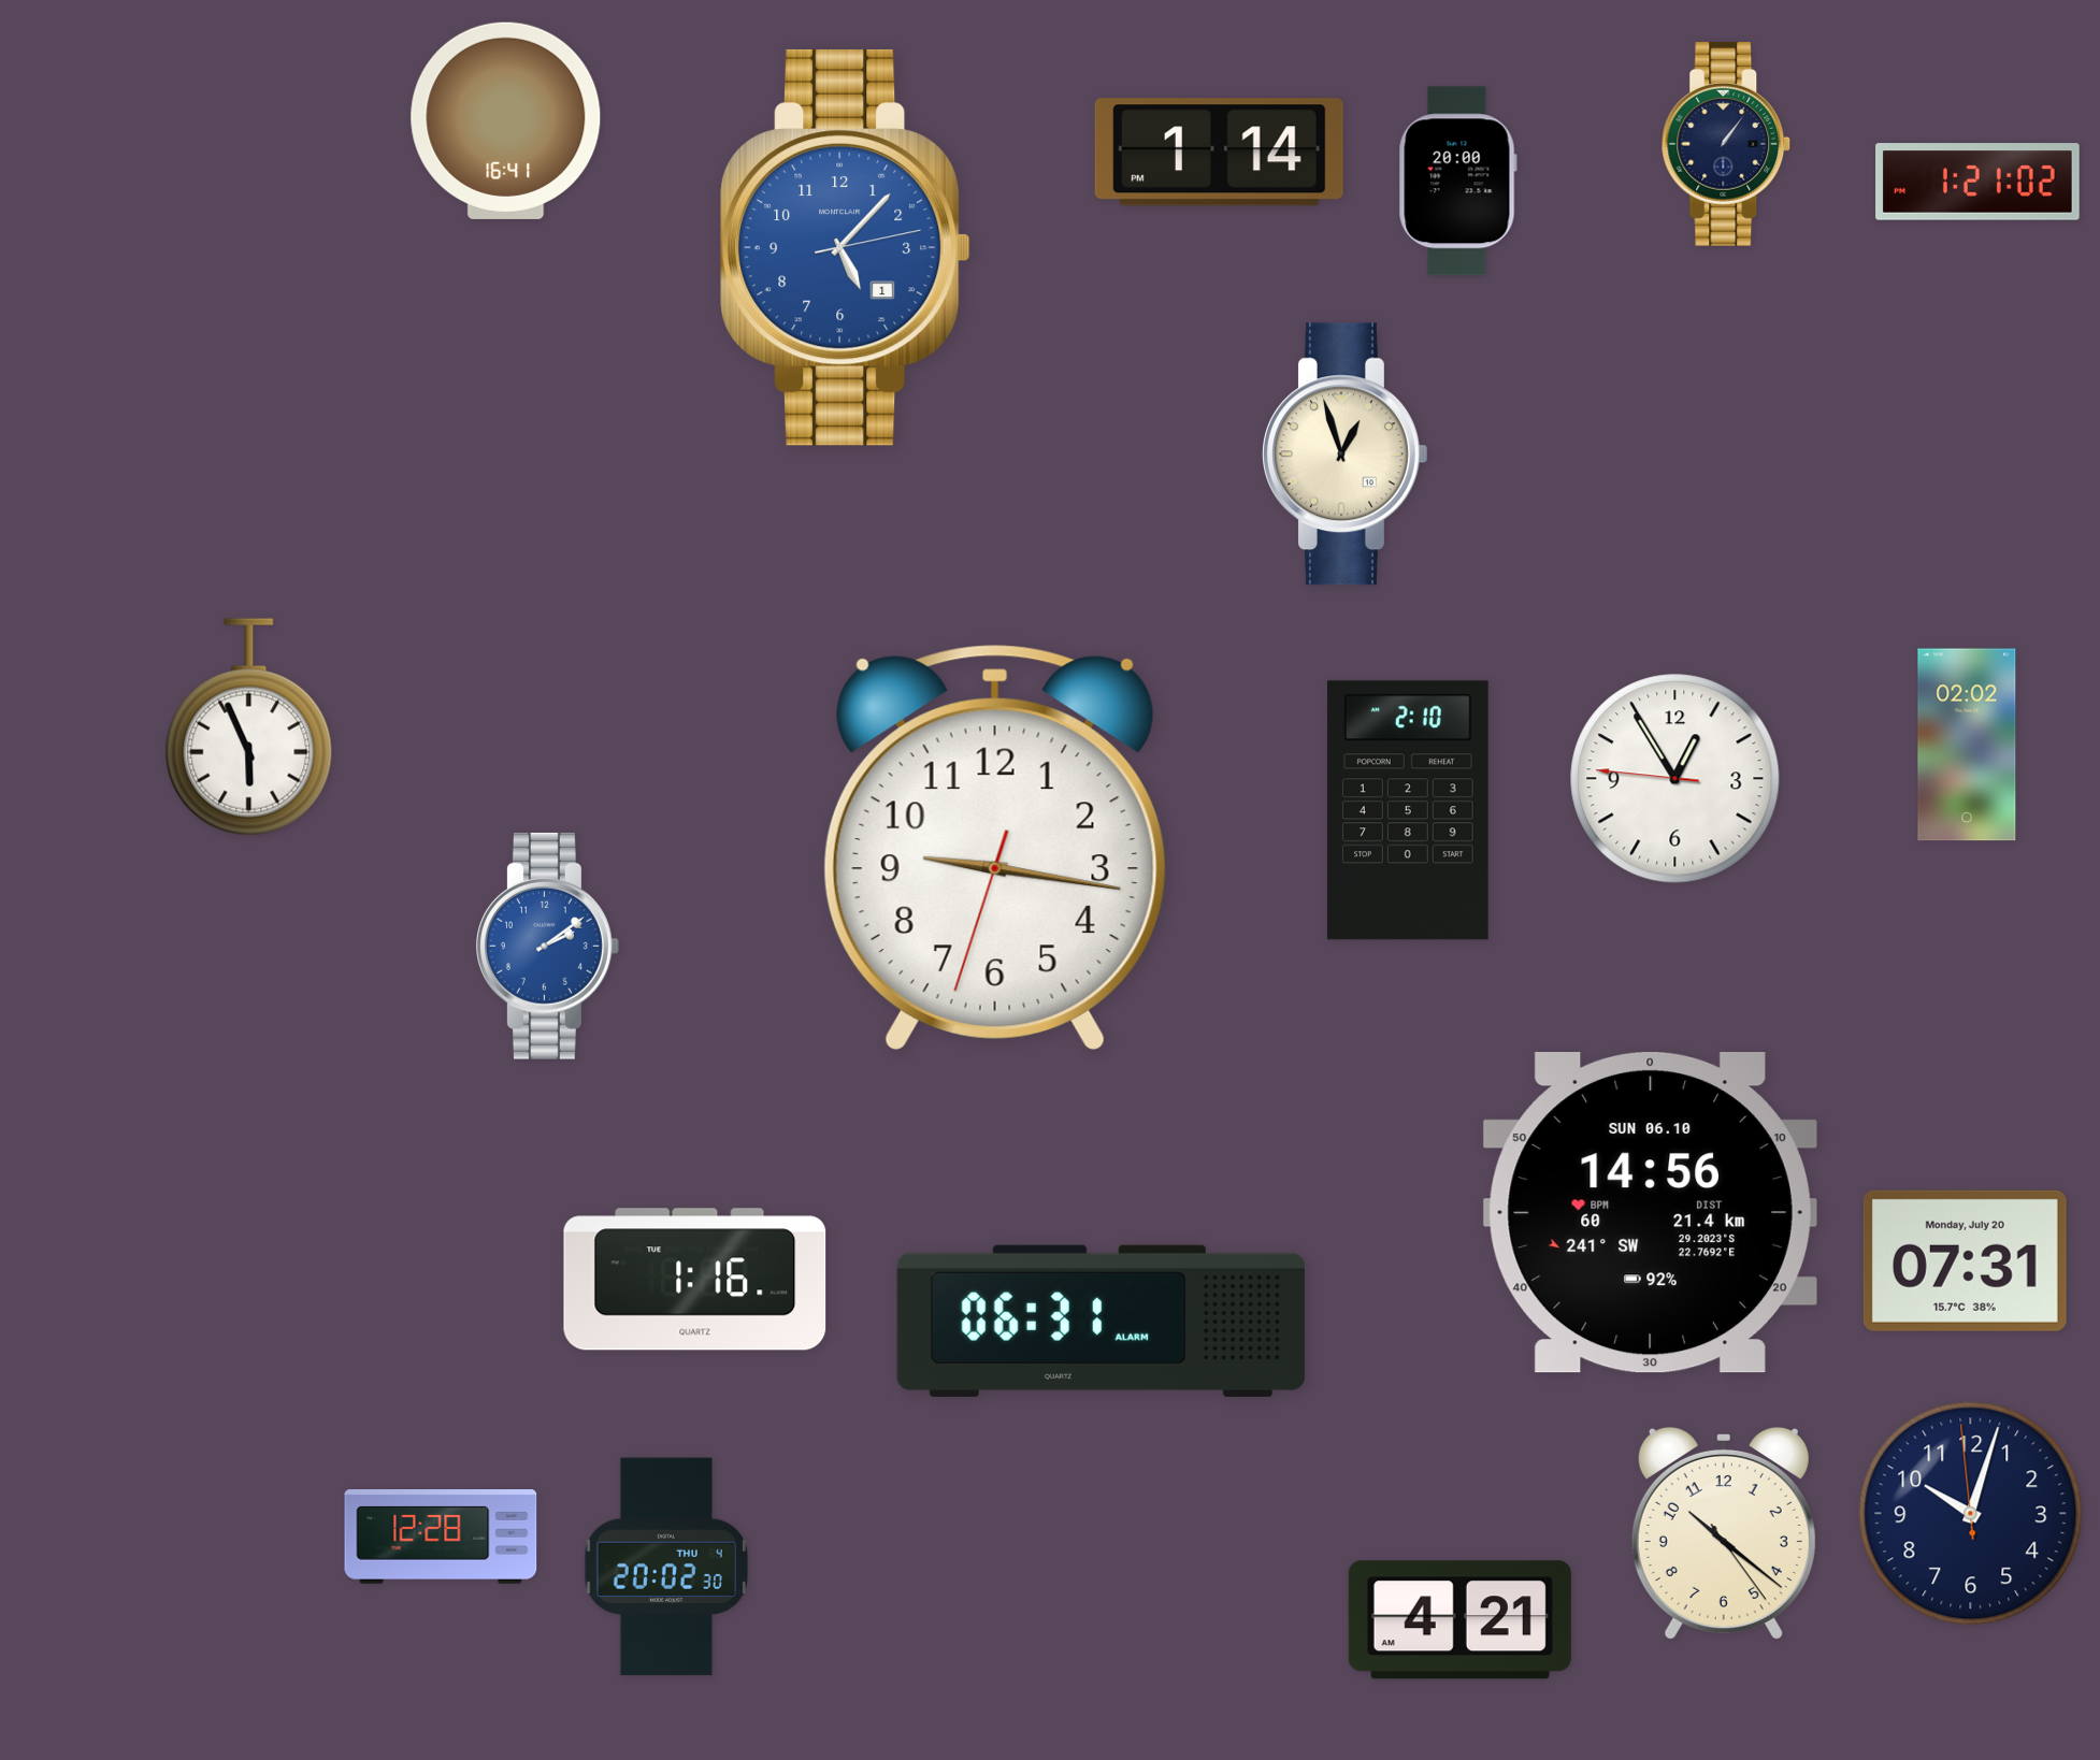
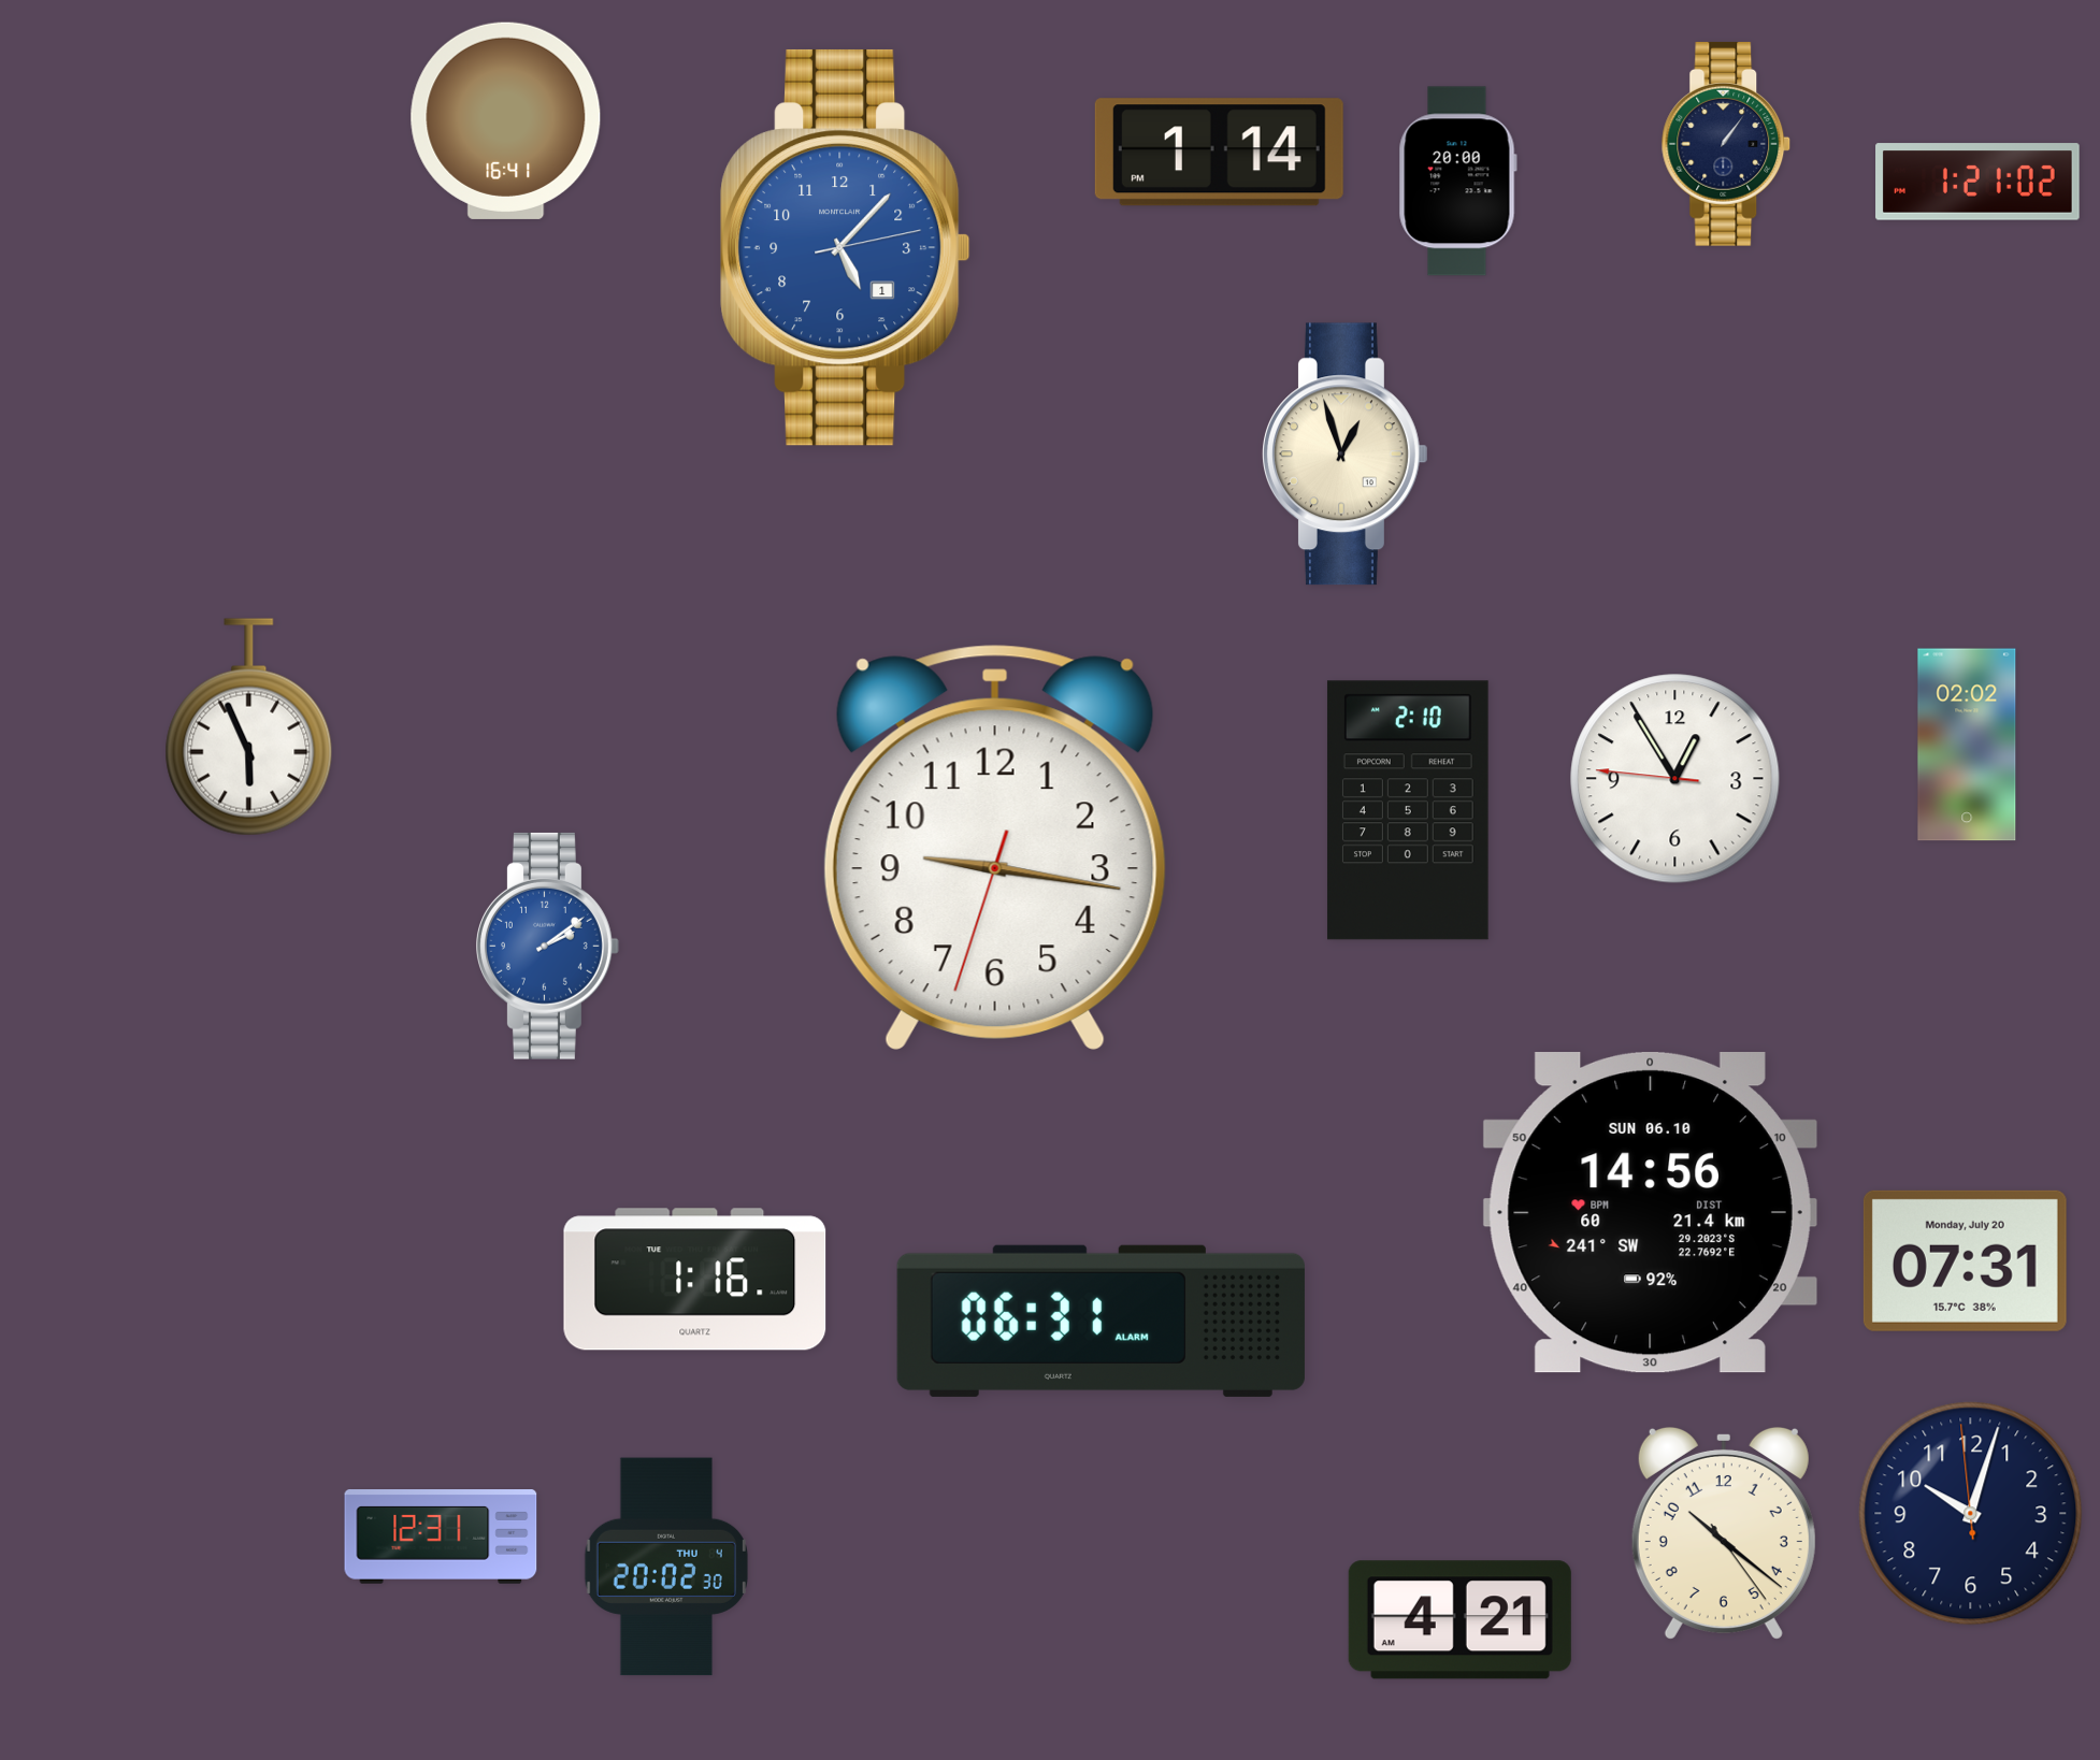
clock at (441, 1538): 12:28 -> 12:31
